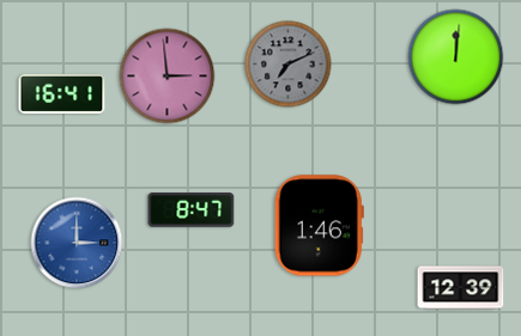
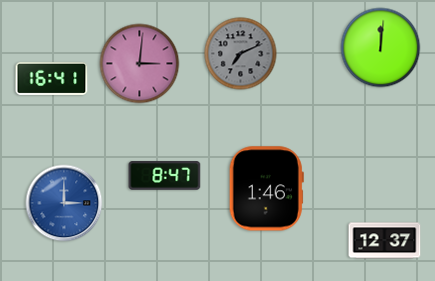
clock at (168, 77): 2:59 -> 3:01
clock at (192, 210) position: (192, 210) -> (165, 176)
clock at (461, 288): 12:39 -> 12:37
